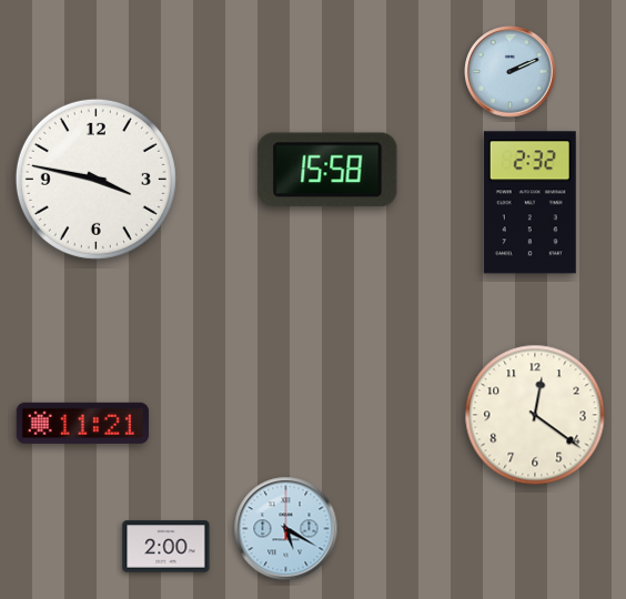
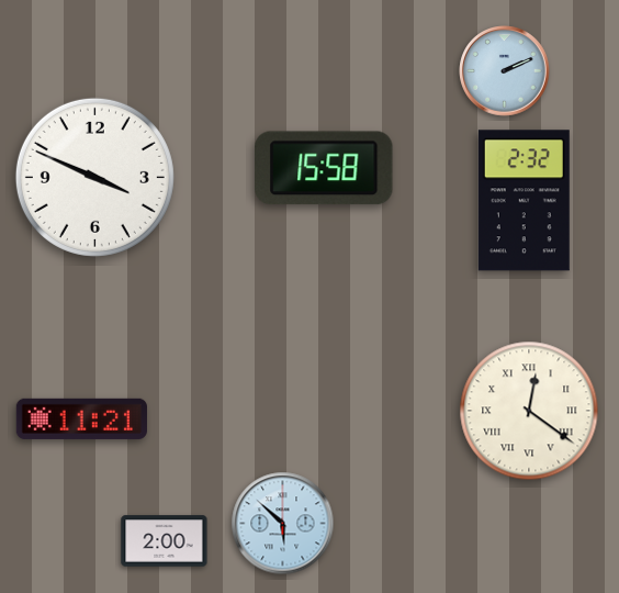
clock at (95, 179): 3:47 -> 3:49
clock at (535, 415) numerals: Arabic -> Roman
clock at (286, 529): 5:20 -> 5:52
